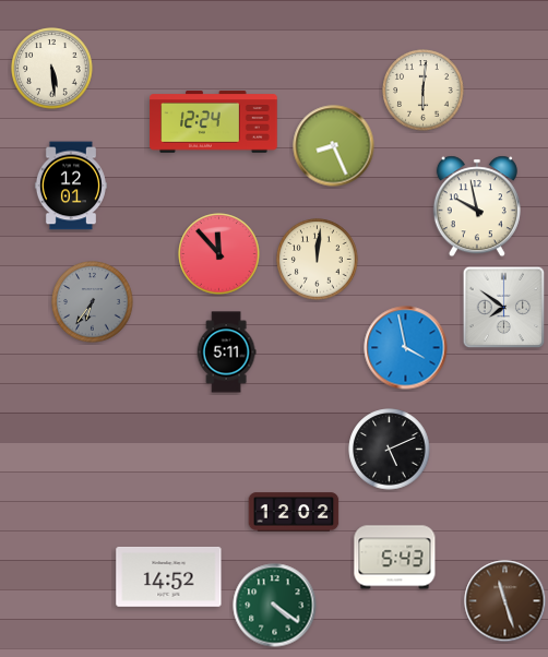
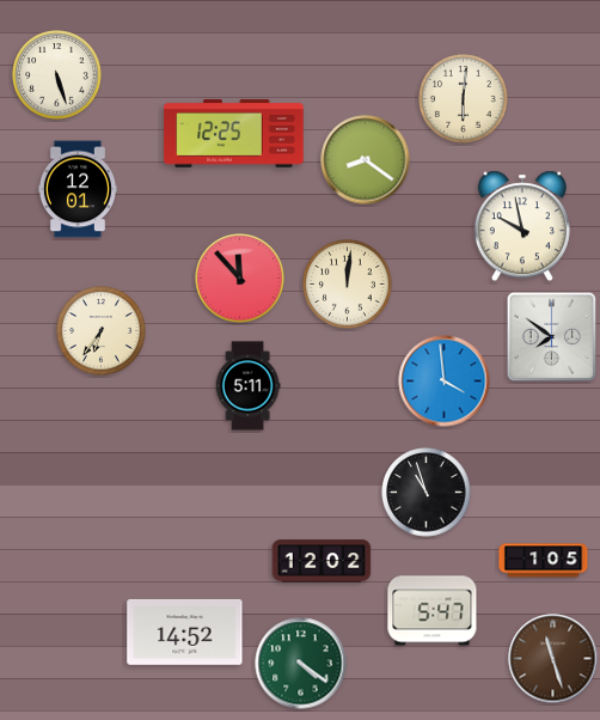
clock at (52, 69): 5:29 -> 5:27
clock at (214, 122): 12:24 -> 12:25
clock at (334, 146): 8:26 -> 8:21
clock at (71, 186) position: (71, 186) -> (78, 189)
clock at (93, 302) dial: grey -> cream
clock at (406, 348): 3:58 -> 3:59
clock at (390, 450): 5:11 -> 10:57
clock at (544, 561): none -> 1:05
clock at (395, 558): 5:43 -> 5:47
